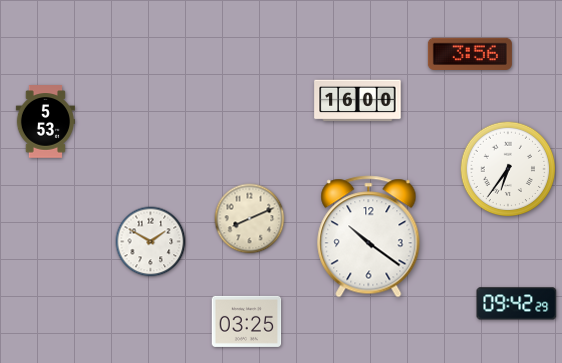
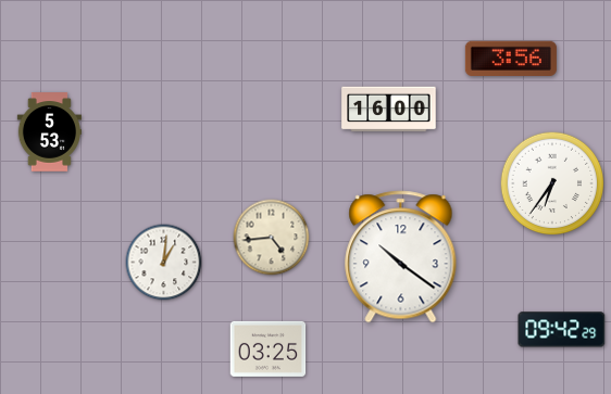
clock at (250, 219): 8:11 -> 4:44
clock at (151, 242): 1:50 -> 1:01
